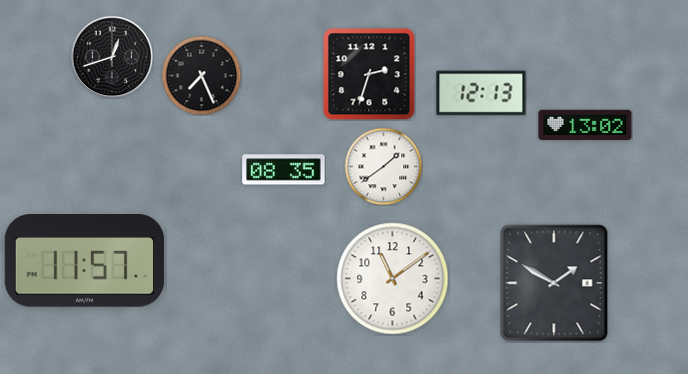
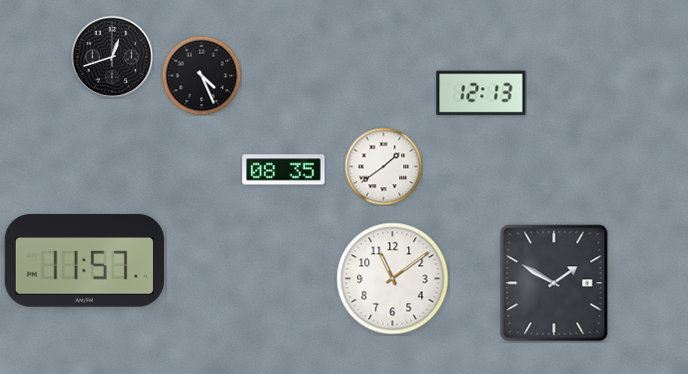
clock at (369, 74): 2:33 -> none
clock at (201, 75): 7:26 -> 4:26
clock at (585, 125): 13:02 -> none
